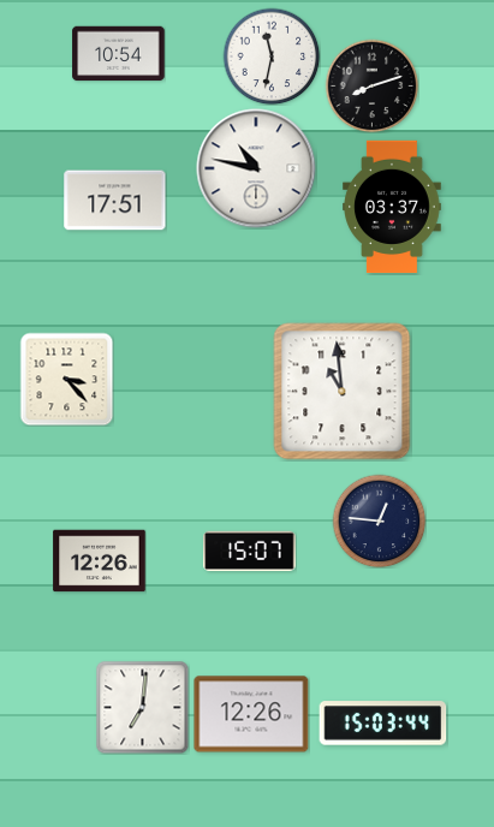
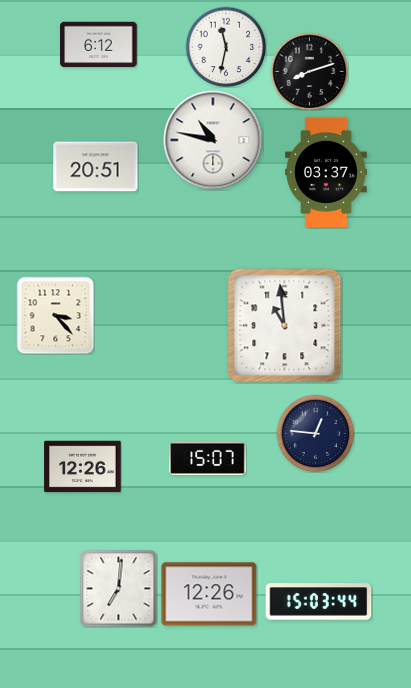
clock at (119, 54): 10:54 -> 6:12
clock at (115, 201): 17:51 -> 20:51
